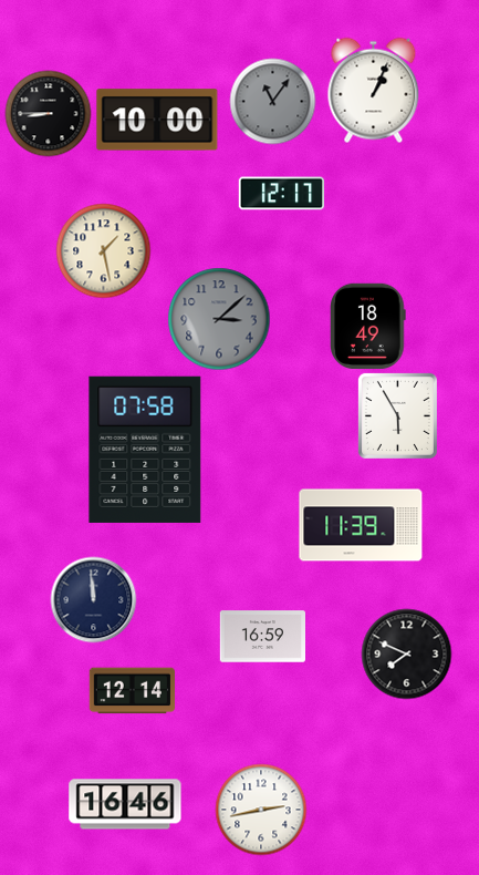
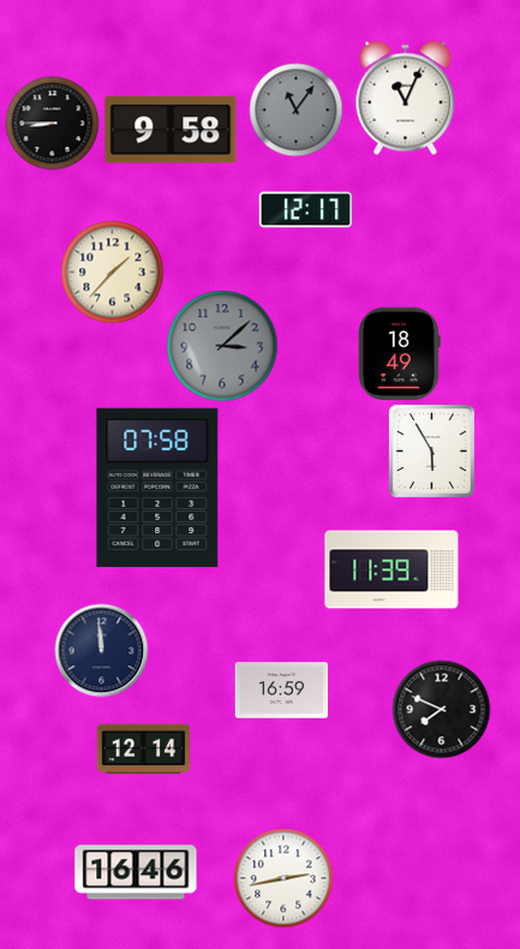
clock at (374, 90): 1:04 -> 11:04
clock at (157, 120): 10:00 -> 9:58
clock at (103, 250): 1:28 -> 1:37
clock at (219, 319) position: (219, 319) -> (222, 346)
clock at (262, 637) position: (262, 637) -> (281, 691)
